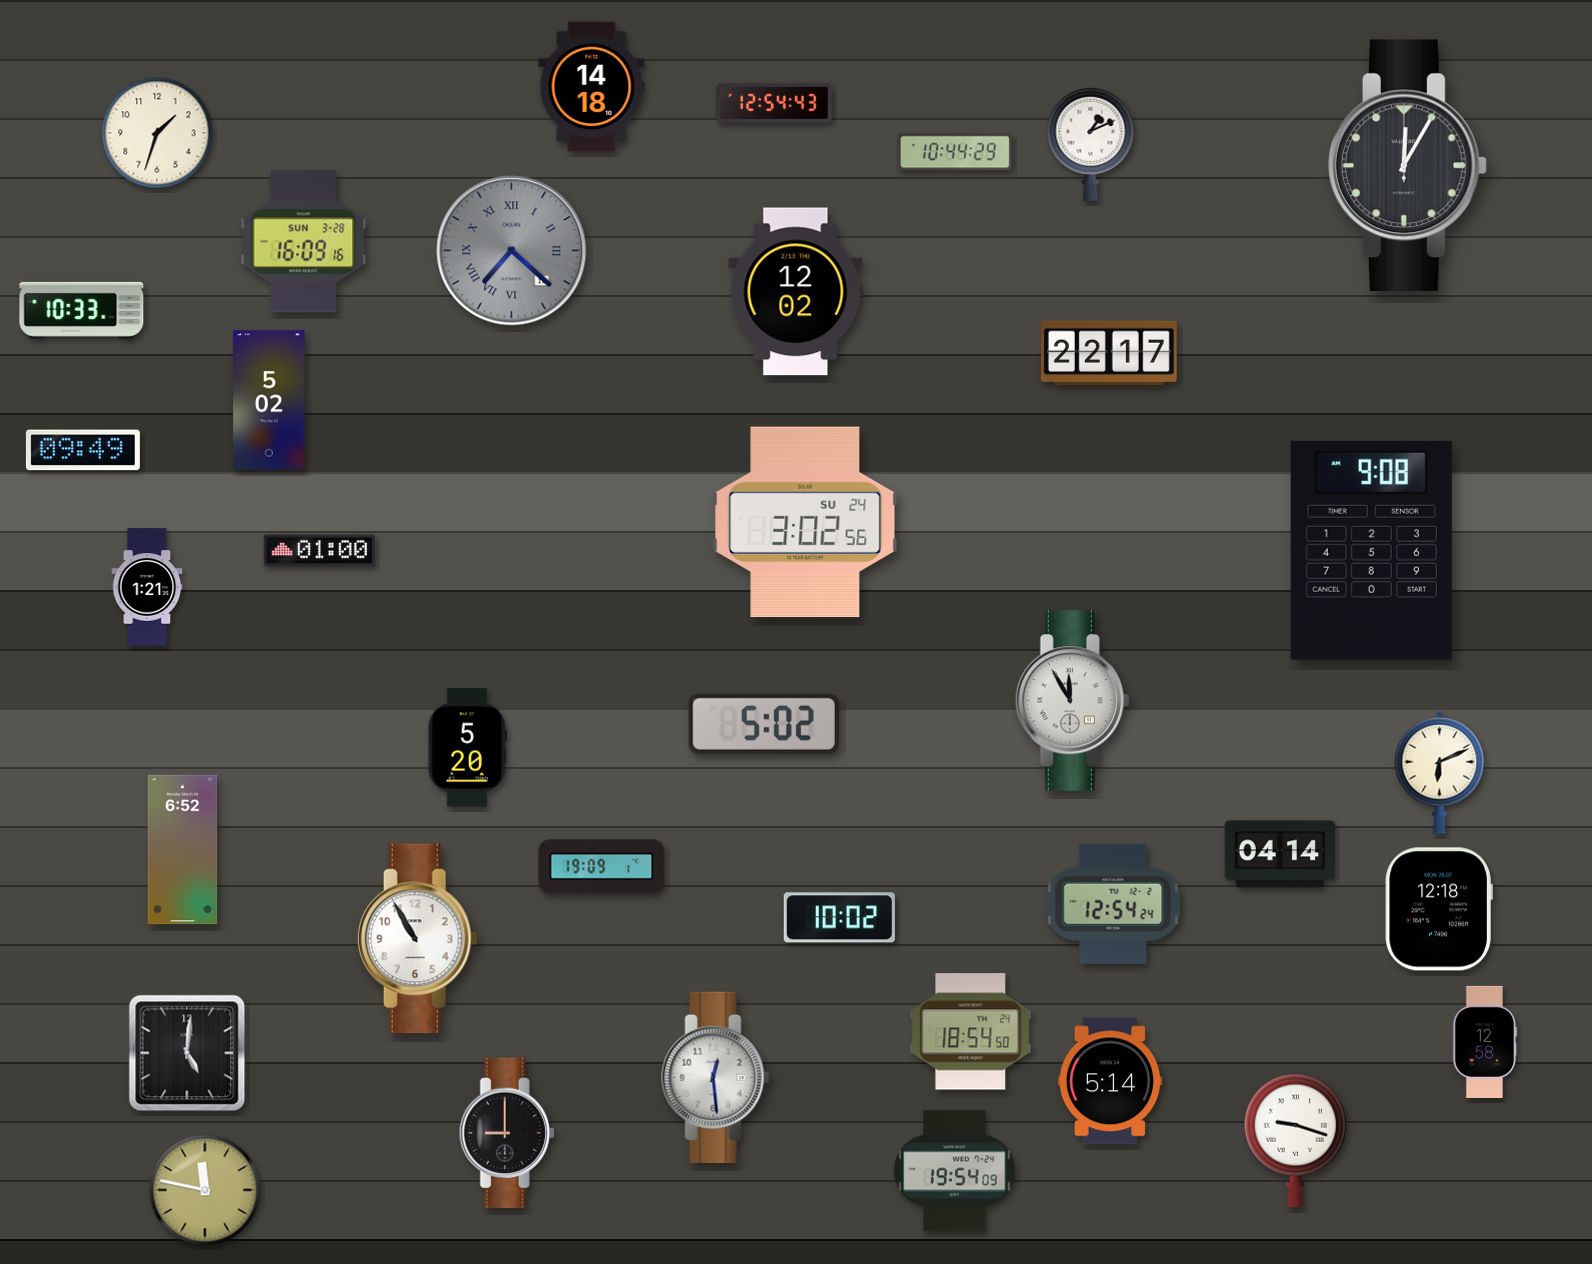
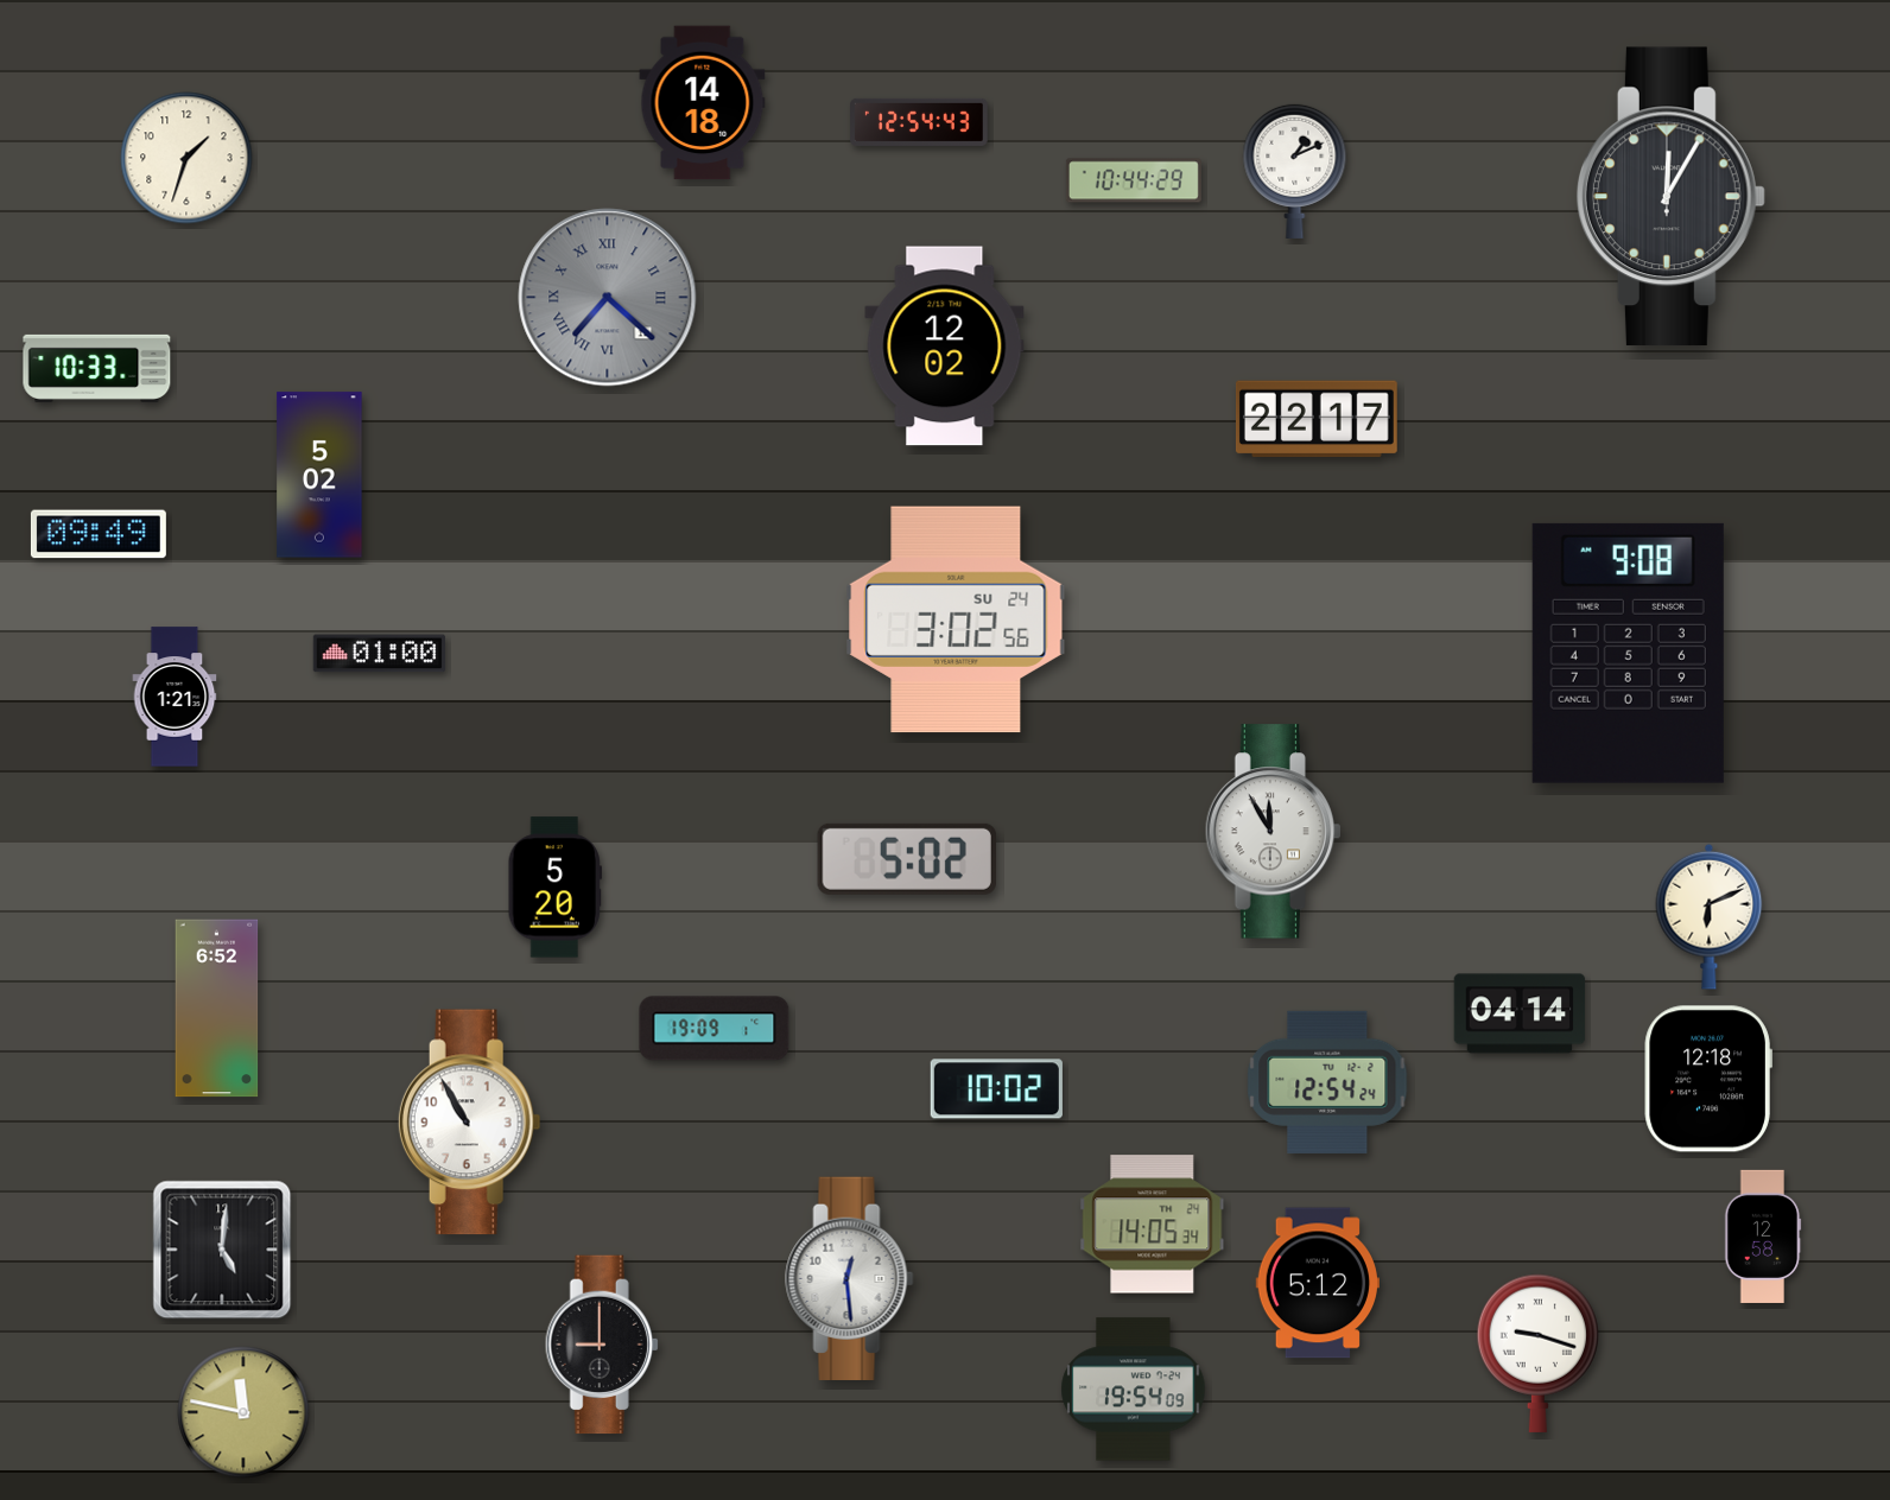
clock at (304, 242): 16:09 -> none
clock at (1113, 904) position: (1113, 904) -> (1327, 1082)
clock at (417, 939) position: (417, 939) -> (469, 1123)
clock at (971, 1032): 18:54 -> 14:05
clock at (1109, 1081): 5:14 -> 5:12
